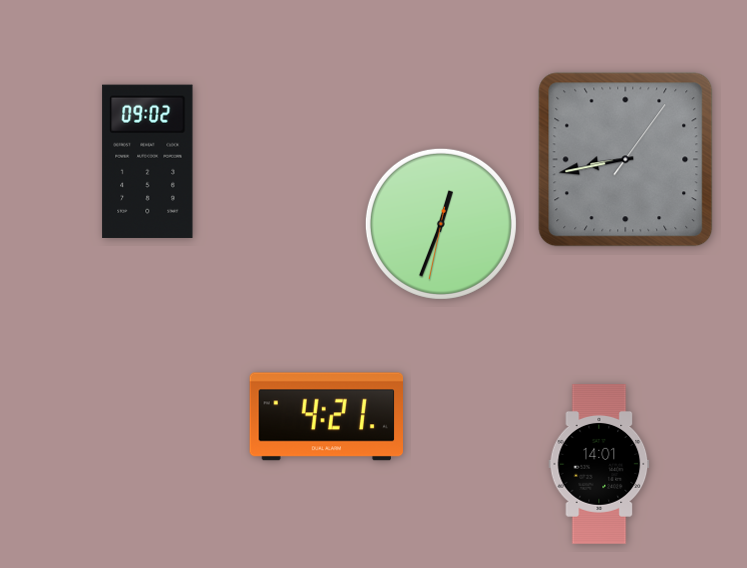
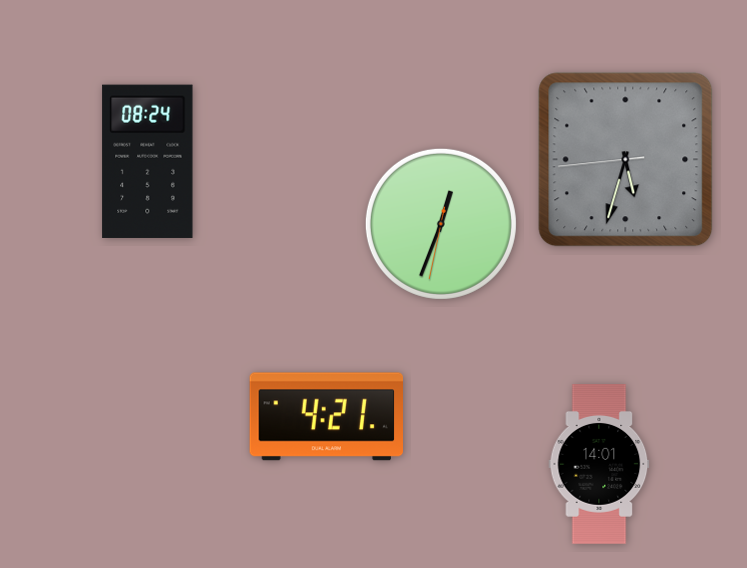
clock at (626, 160): 8:43 -> 5:32
clock at (148, 161): 09:02 -> 08:24
